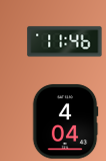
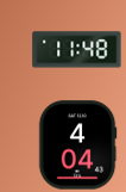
clock at (65, 42): 11:46 -> 11:48
